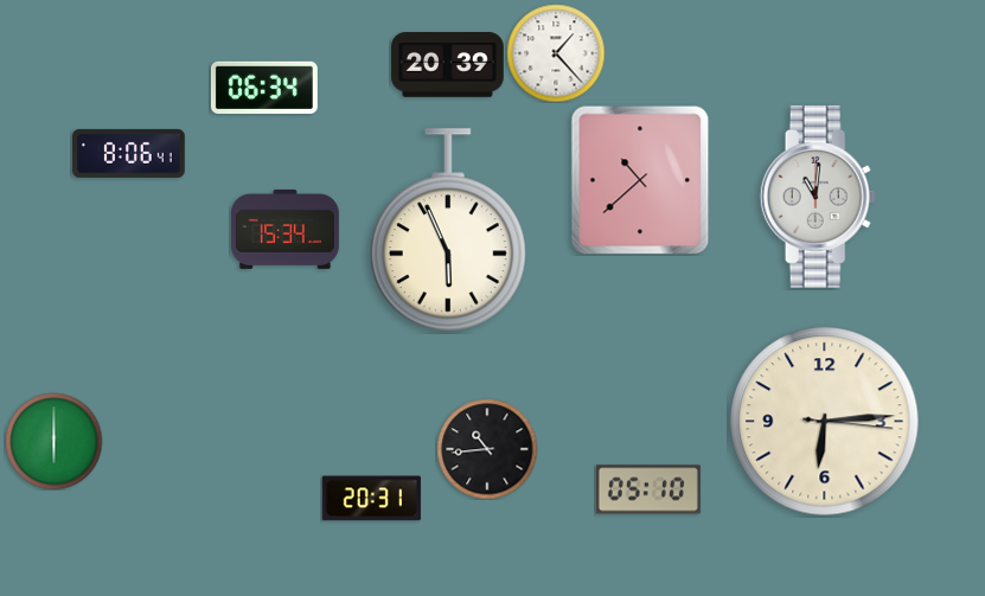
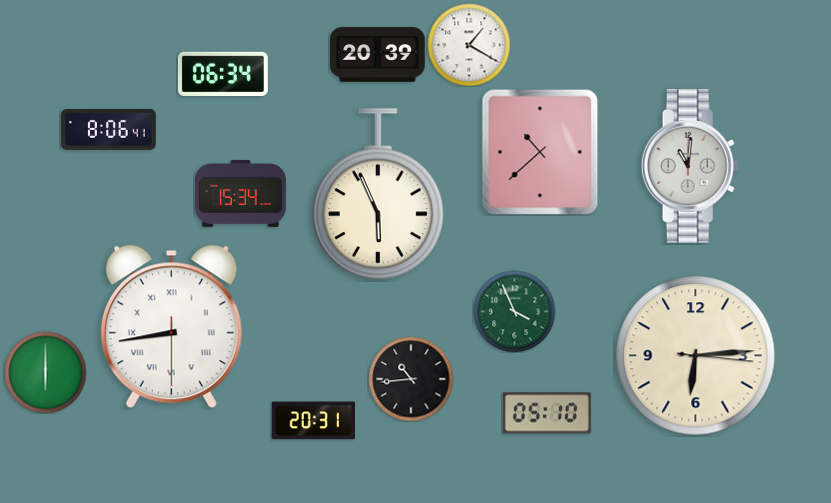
clock at (556, 53): 1:23 -> 1:20
clock at (514, 311): none -> 3:56
clock at (171, 327): none -> 8:43
